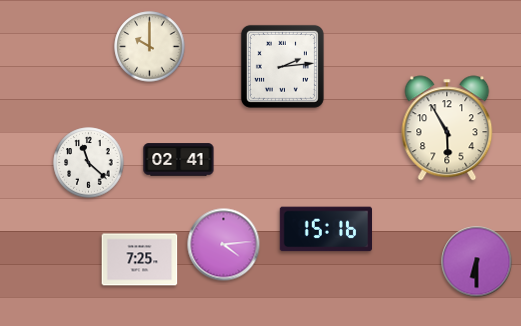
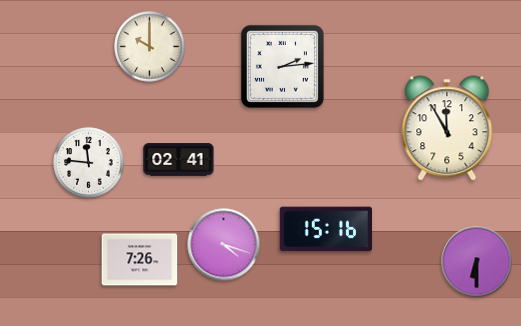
clock at (447, 128): 5:55 -> 11:55
clock at (89, 163): 11:22 -> 11:46
clock at (224, 245): 4:14 -> 4:18
clock at (140, 260): 7:25 -> 7:26
